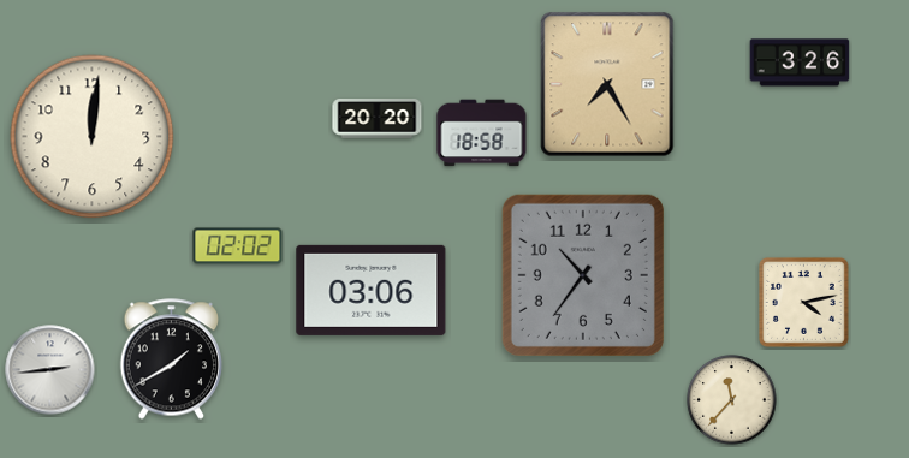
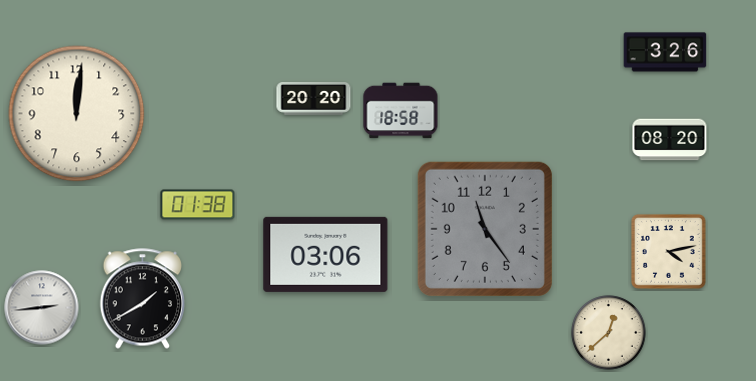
clock at (607, 84): 7:25 -> none
clock at (670, 140): none -> 08:20
clock at (238, 246): 02:02 -> 01:38
clock at (583, 275): 10:36 -> 11:24
clock at (372, 290) position: (372, 290) -> (326, 254)
clock at (732, 400): 11:37 -> 12:38
